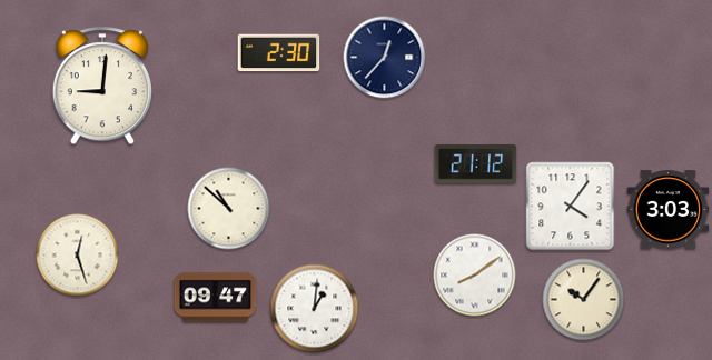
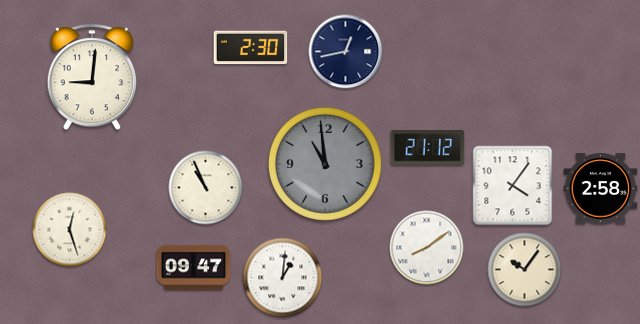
clock at (385, 58): 12:37 -> 12:43
clock at (325, 164): none -> 10:59
clock at (229, 209): 10:52 -> 10:56
clock at (669, 210): 3:03 -> 2:58
